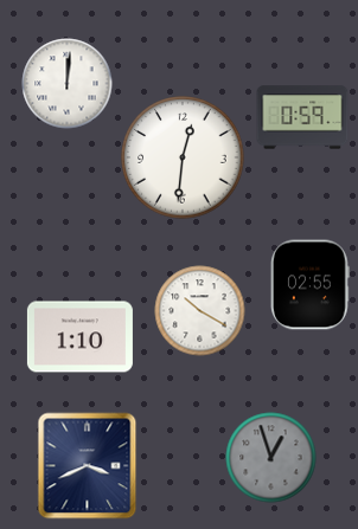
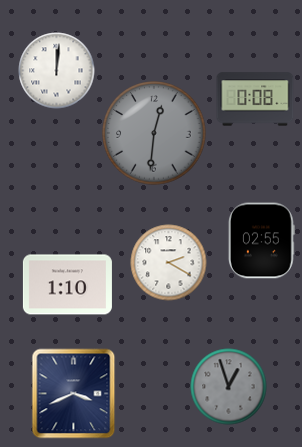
clock at (302, 117): 0:59 -> 0:08
clock at (183, 157) dial: white -> grey
clock at (200, 311): 10:20 -> 2:20
